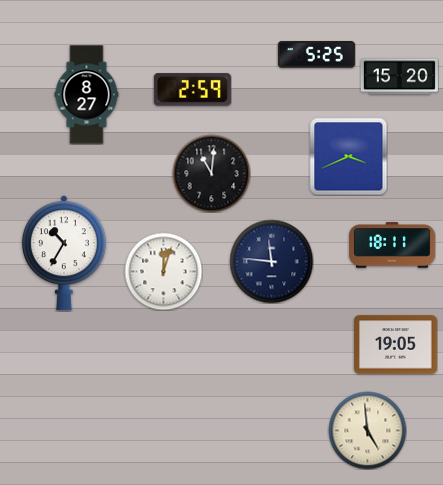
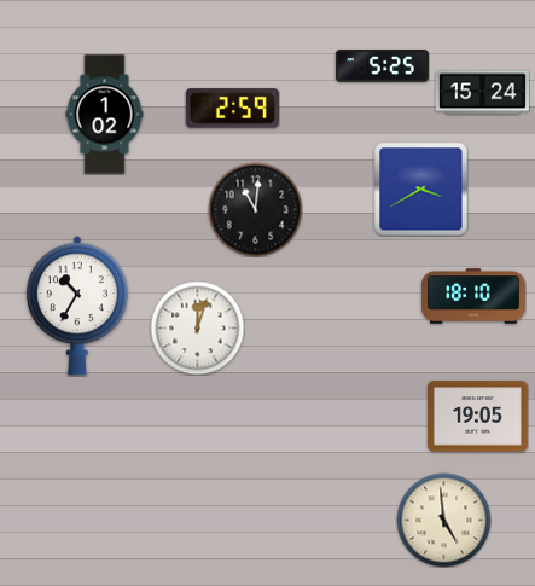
clock at (399, 77): 15:20 -> 15:24
clock at (87, 95): 8:27 -> 1:02
clock at (348, 156): 3:41 -> 3:40
clock at (392, 245): 18:11 -> 18:10
clock at (271, 261): 11:46 -> none
